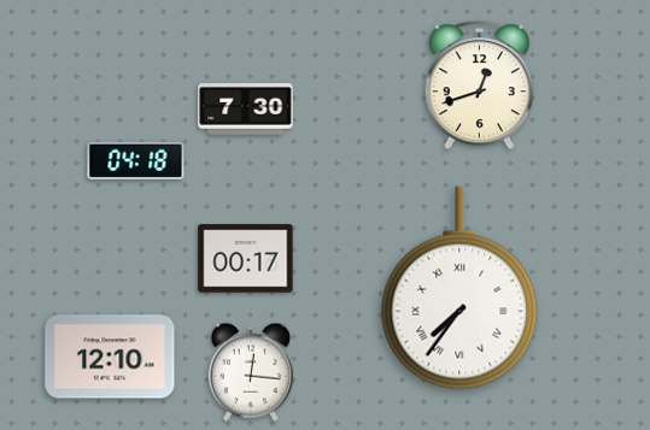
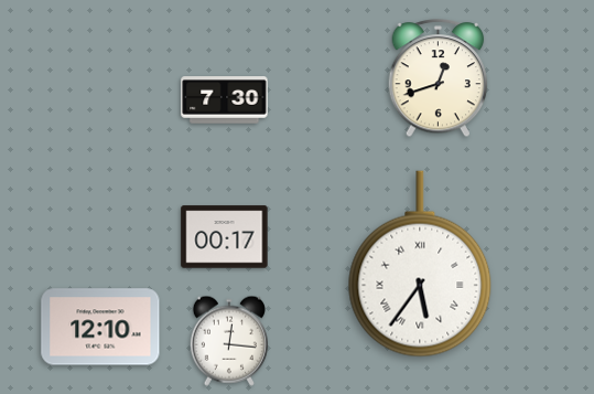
clock at (136, 160): 04:18 -> none
clock at (459, 288): 7:36 -> 5:36
